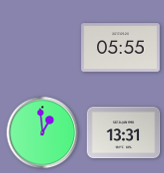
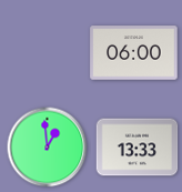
clock at (121, 48): 05:55 -> 06:00
clock at (124, 133): 13:31 -> 13:33
